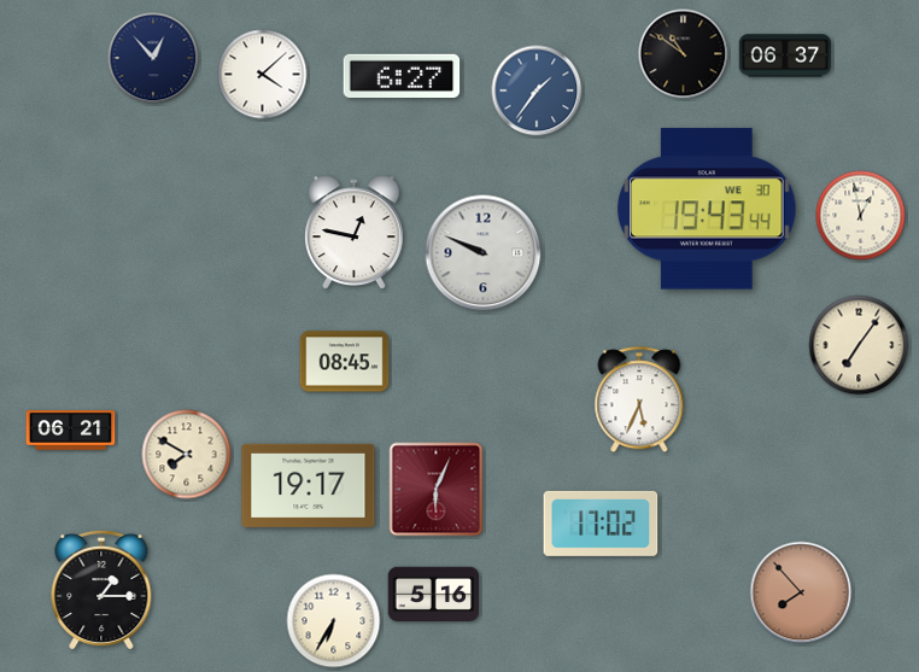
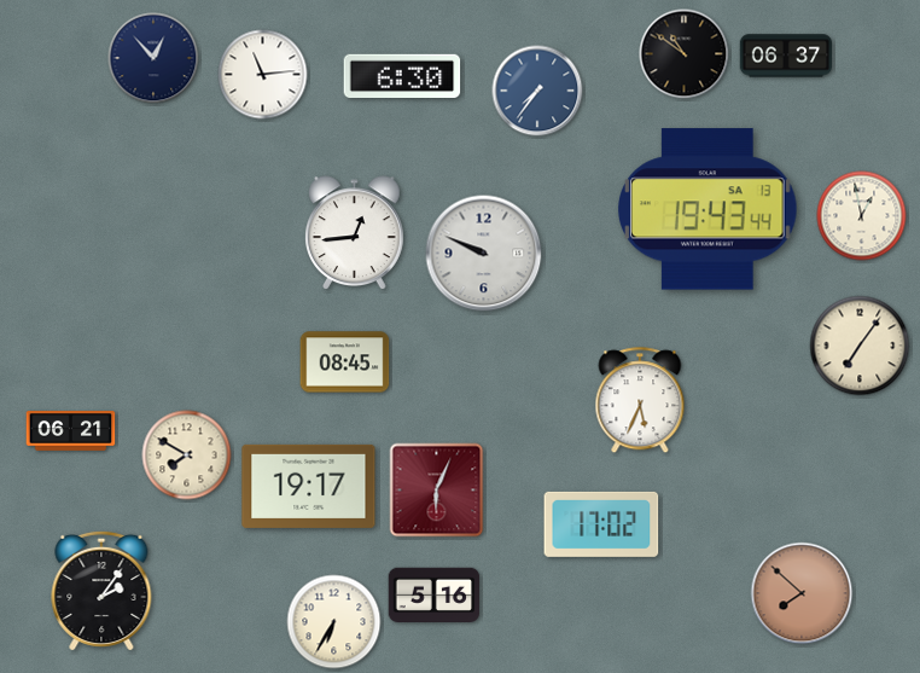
clock at (263, 75): 4:08 -> 11:14
clock at (402, 75): 6:27 -> 6:30
clock at (537, 90): 1:36 -> 7:36
clock at (708, 209) date: WE 30 -> SA 13
clock at (355, 232): 12:47 -> 12:44
clock at (101, 590): 1:15 -> 2:06
clock at (801, 592): 7:53 -> 7:52
